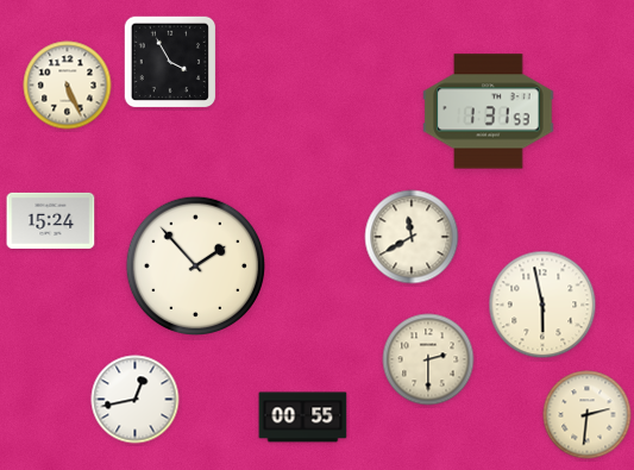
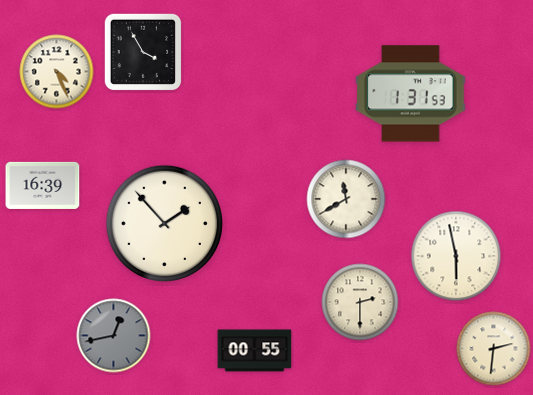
clock at (68, 86): 5:26 -> 4:26
clock at (51, 220): 15:24 -> 16:39
clock at (136, 400) dial: white -> grey
